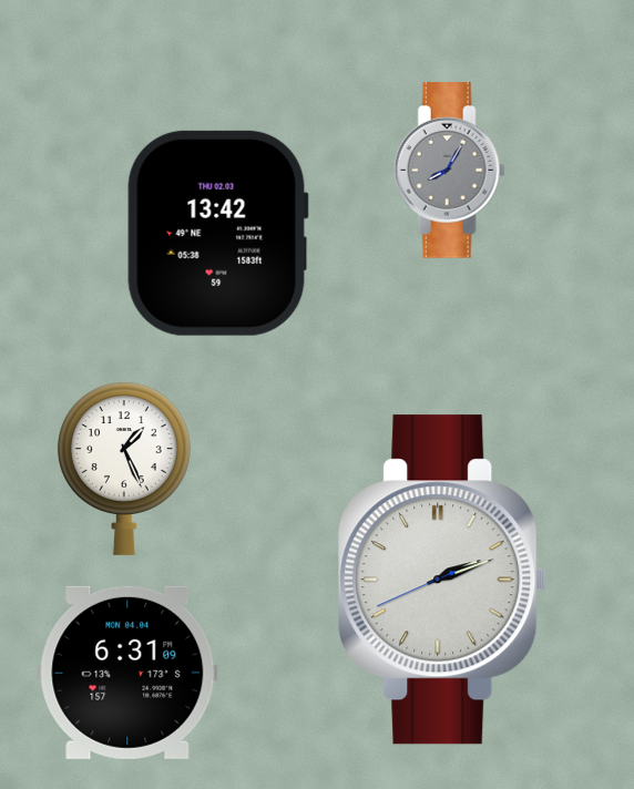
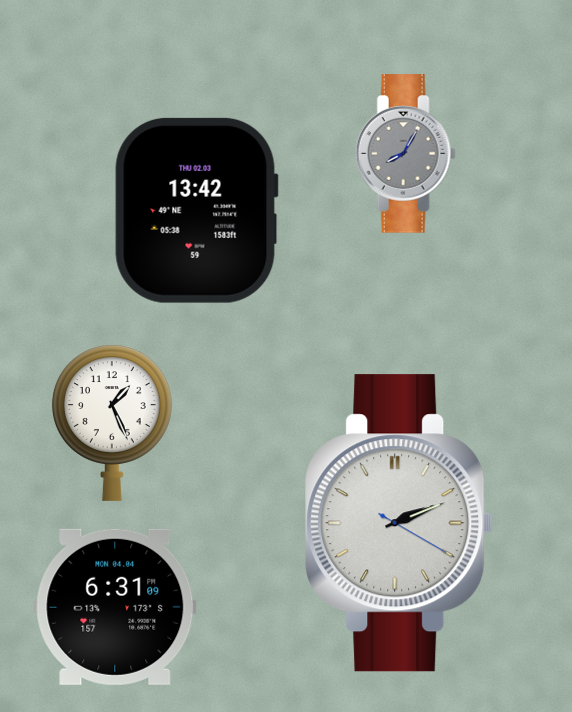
clock at (442, 580): 2:11:41 -> 2:11:20
